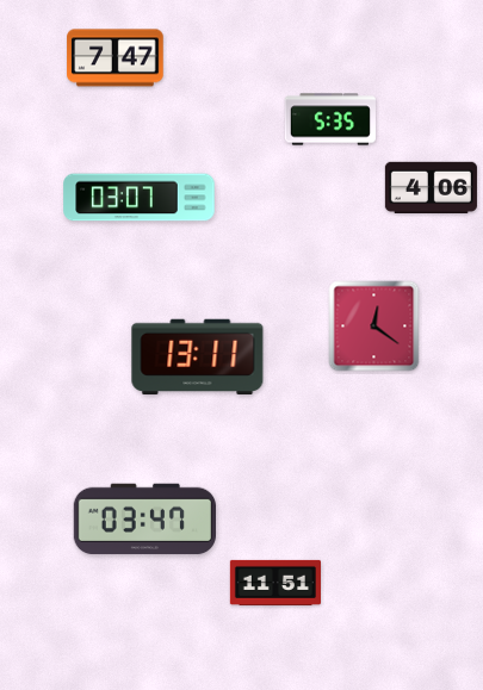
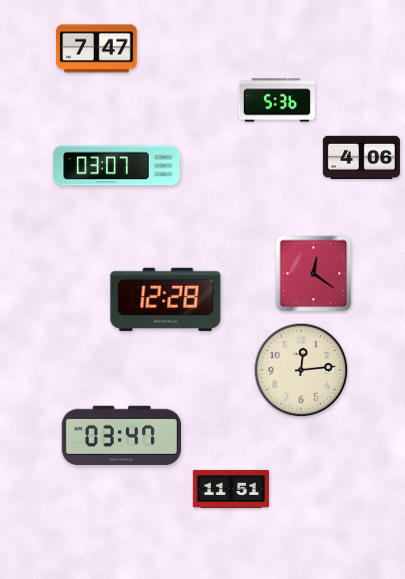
clock at (329, 119): 5:35 -> 5:36
clock at (198, 358): 13:11 -> 12:28
clock at (301, 370): none -> 12:14
